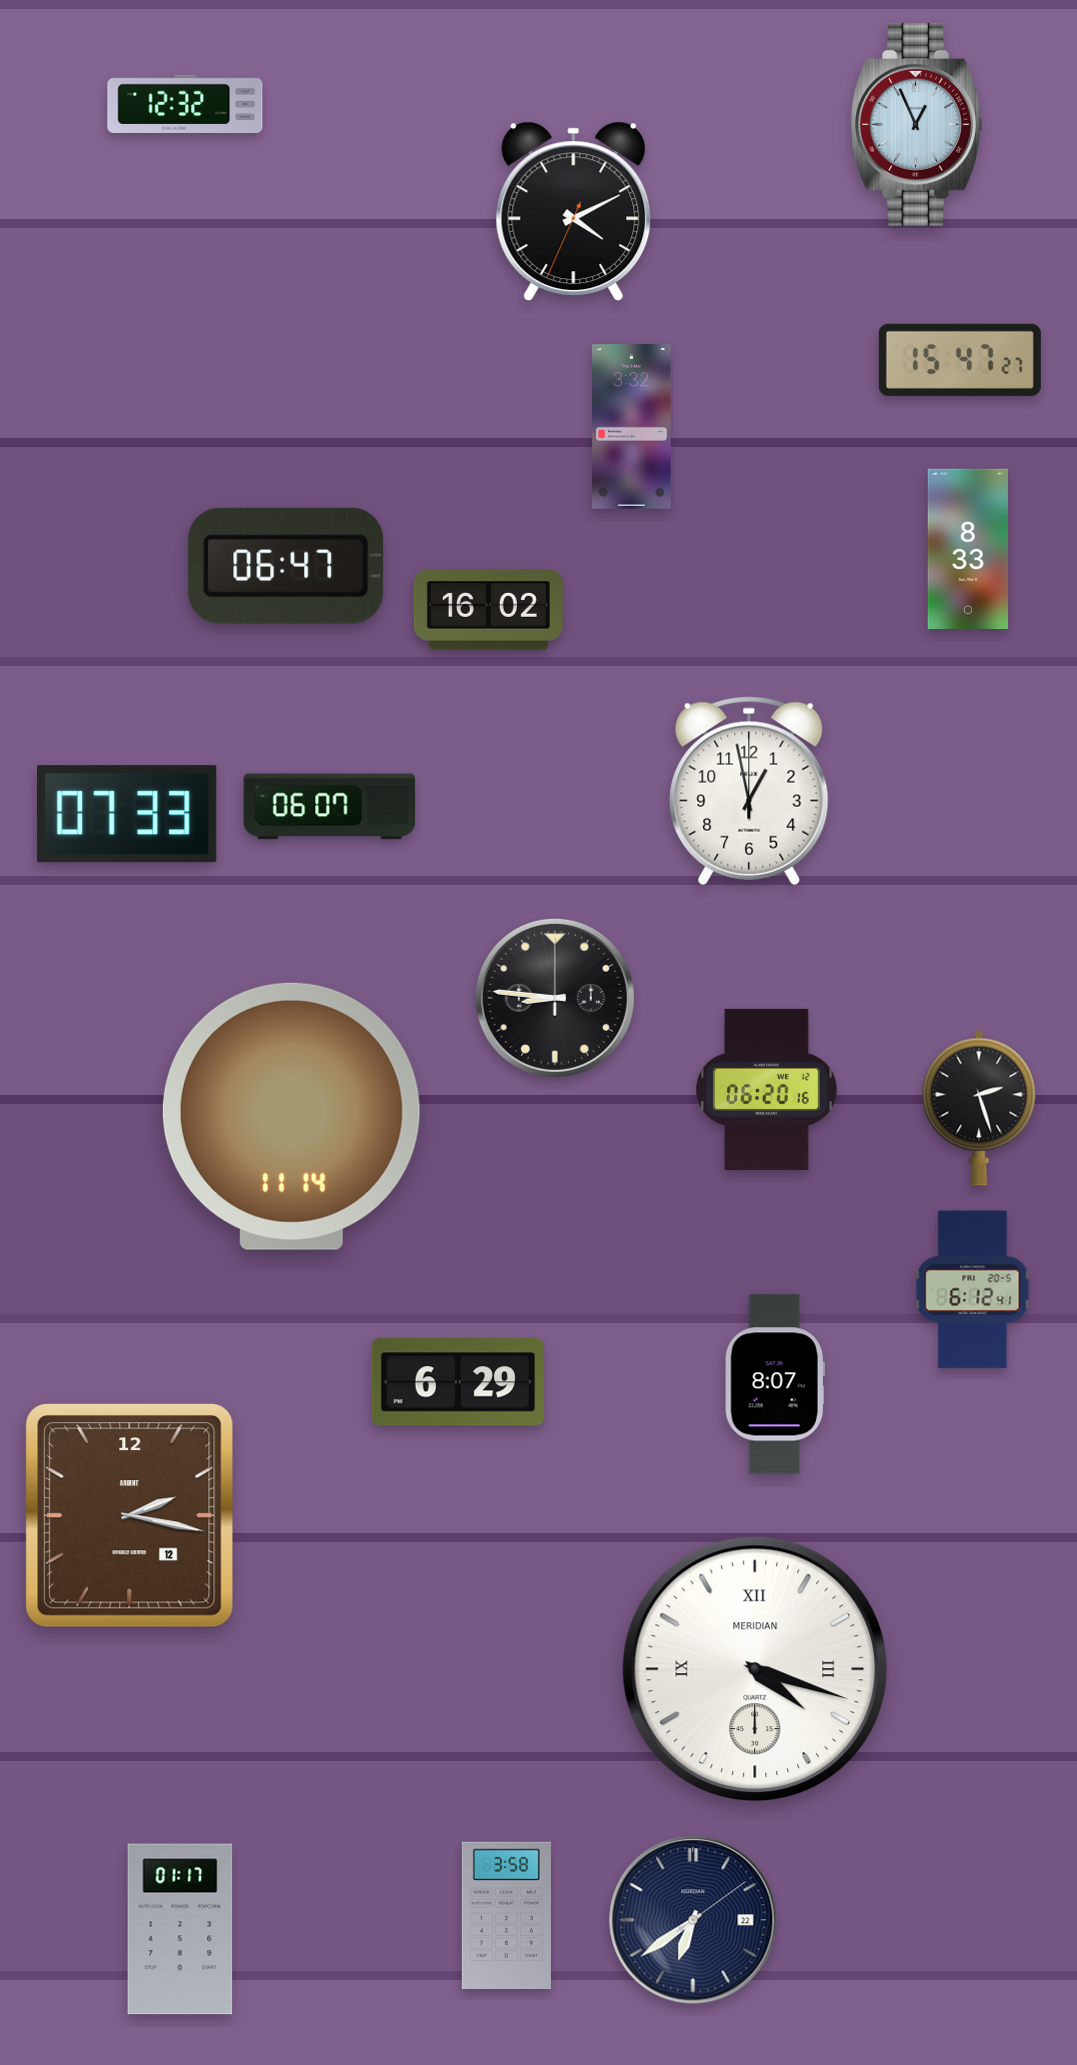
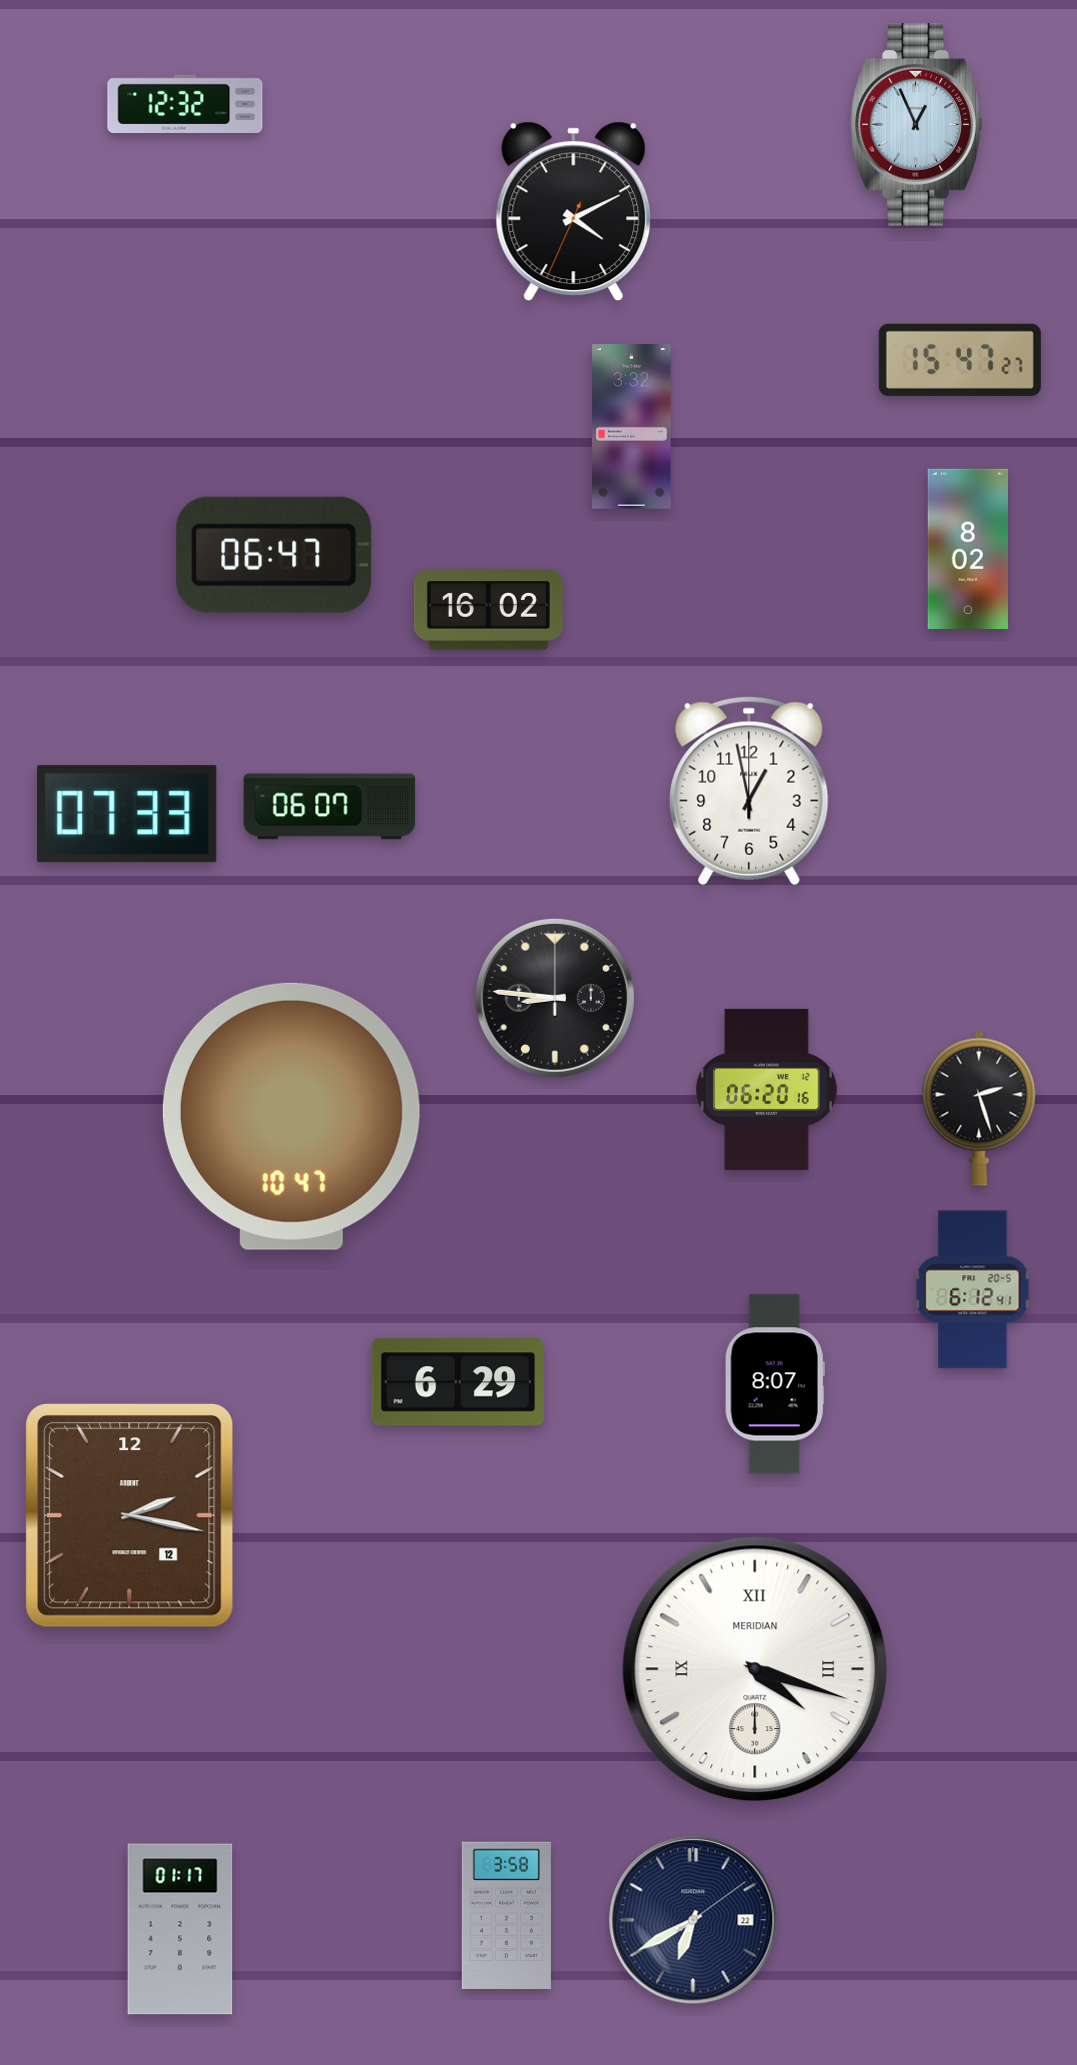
clock at (967, 548): 8:33 -> 8:02
clock at (286, 566) position: (286, 566) -> (274, 555)
clock at (291, 1116): 11:14 -> 10:47
clock at (693, 1920): 6:39 -> 6:40
